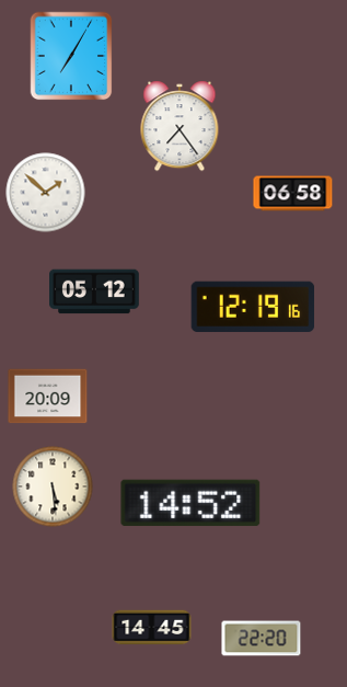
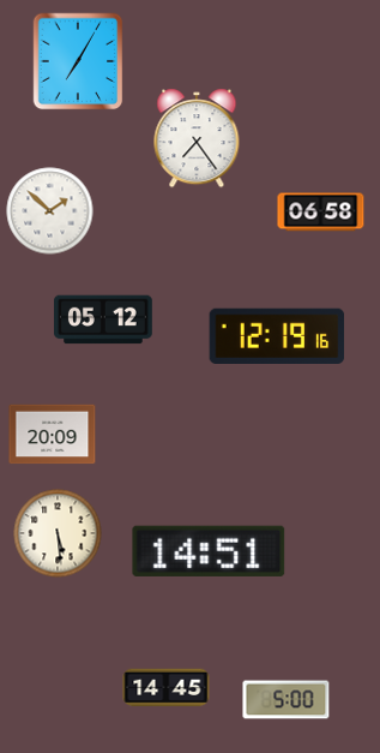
clock at (190, 503): 14:52 -> 14:51
clock at (262, 639): 22:20 -> 5:00
